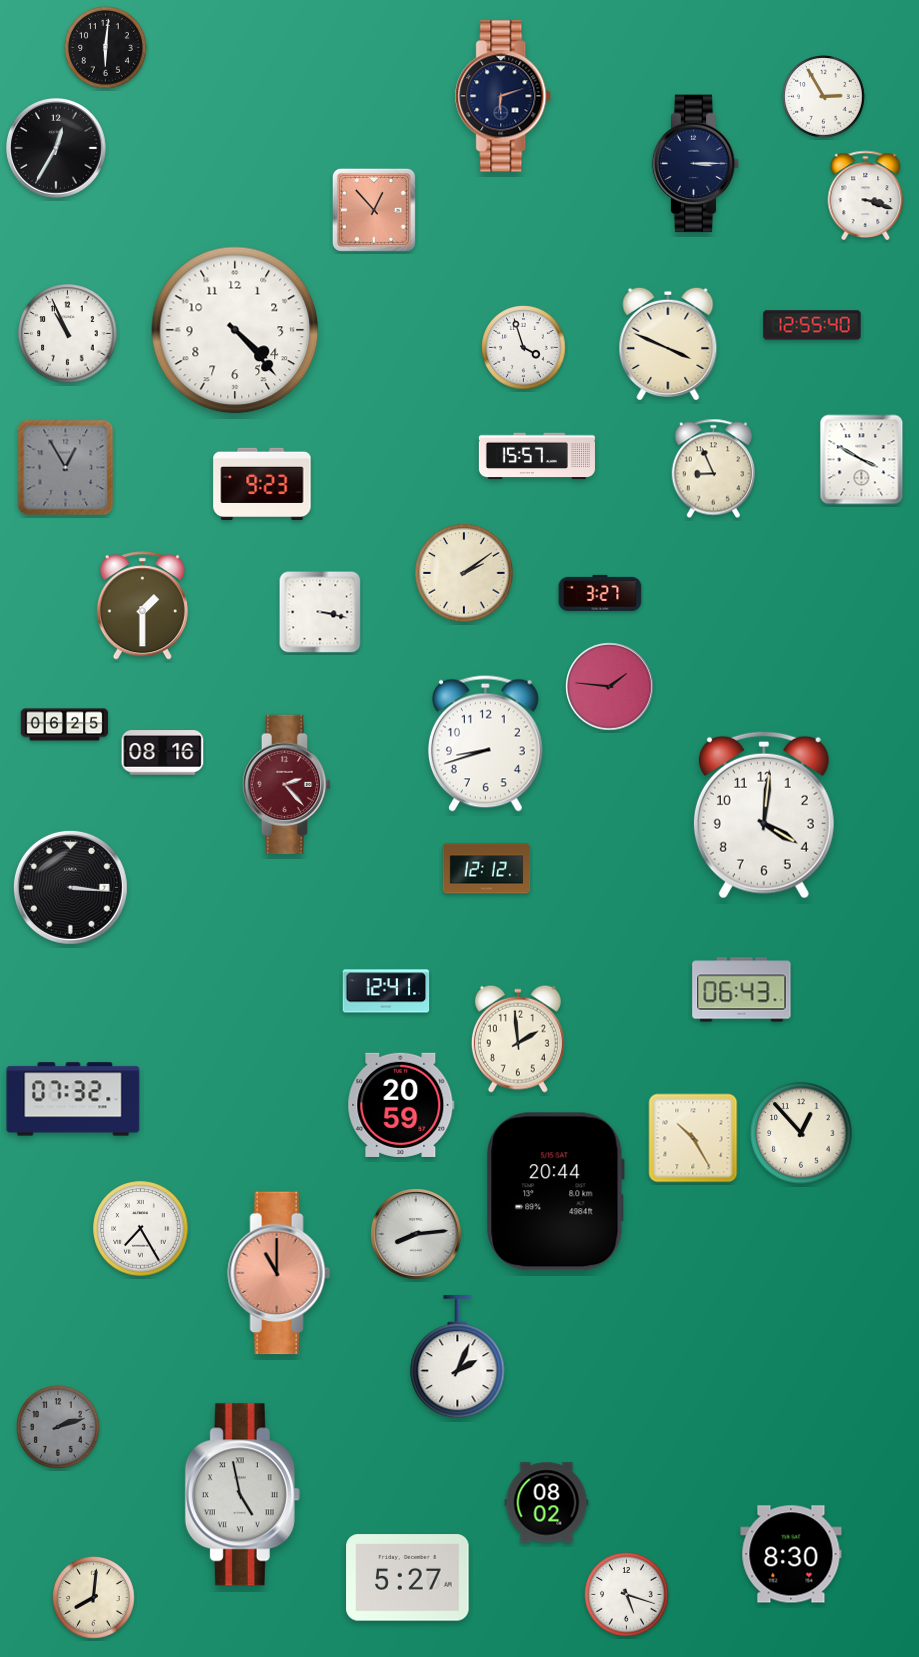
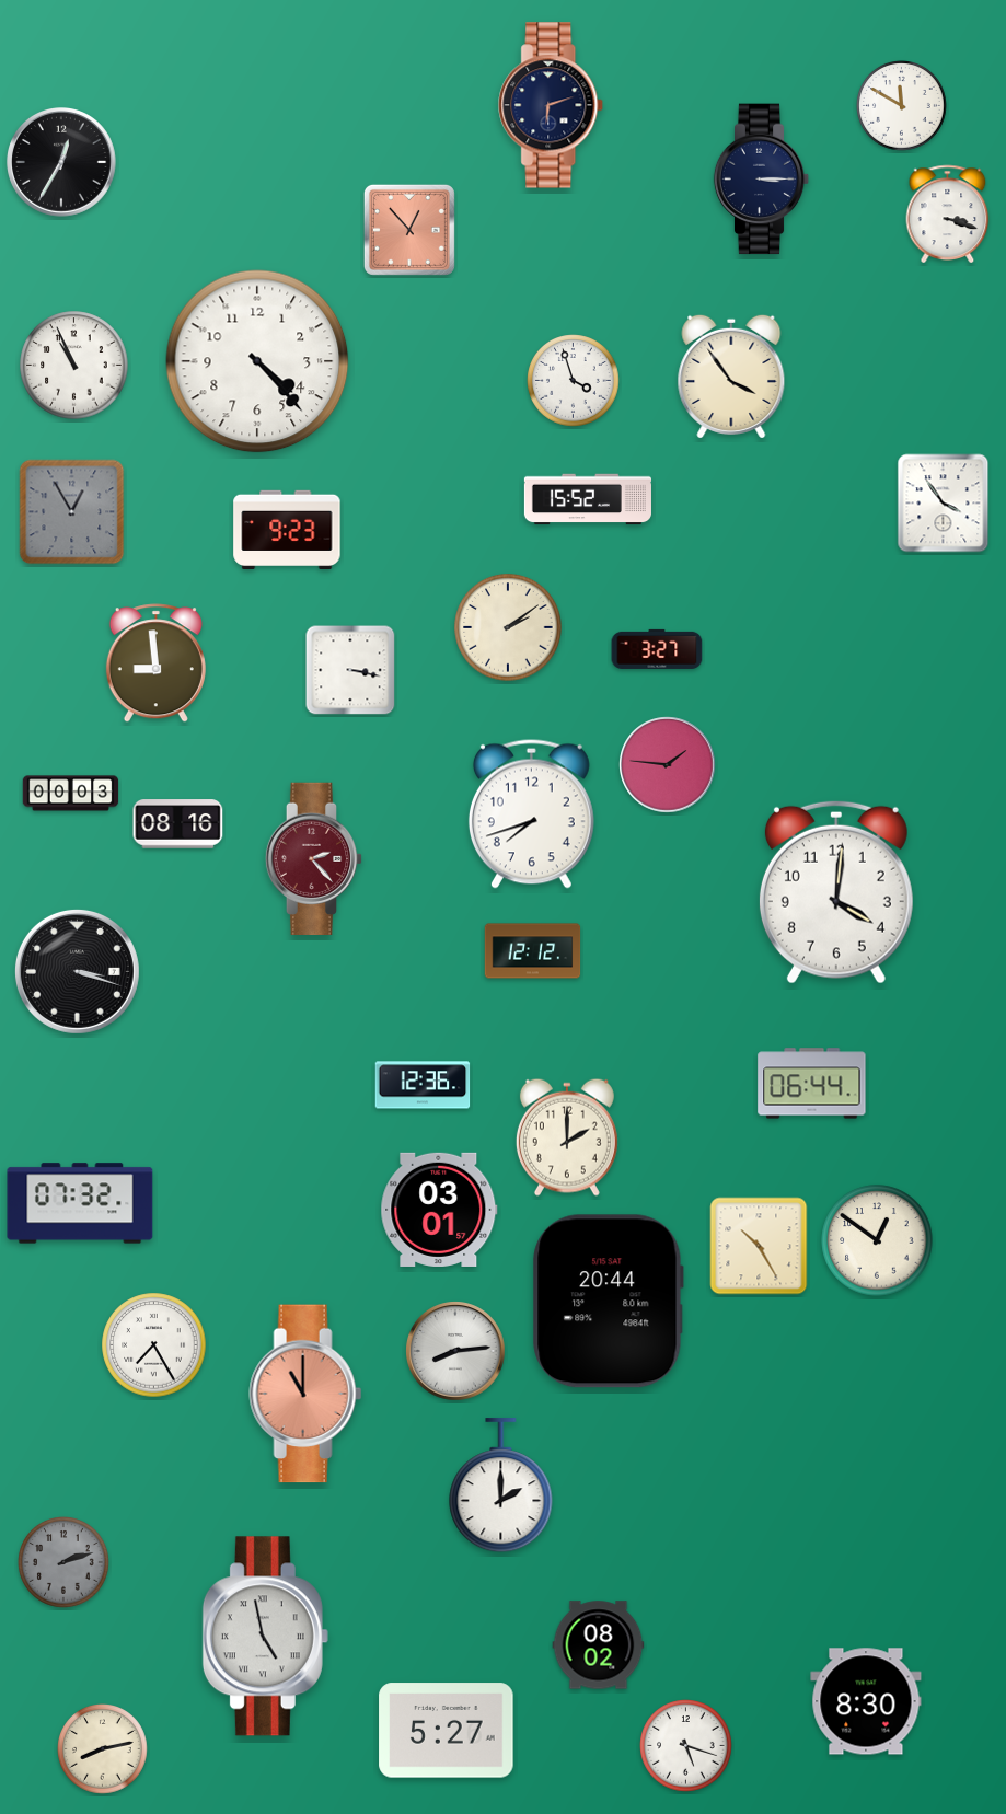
clock at (106, 48): 6:01 -> none
clock at (824, 97): 2:55 -> 11:50
clock at (812, 325): 12:55 -> none
clock at (668, 344): 3:49 -> 3:54
clock at (537, 456): 15:57 -> 15:52
clock at (862, 460): 3:50 -> 3:54
clock at (713, 469): 8:56 -> none
clock at (142, 606): 1:30 -> 8:59
clock at (610, 687) position: (610, 687) -> (668, 765)
clock at (65, 725): 06:25 -> 00:03
clock at (485, 743): 8:42 -> 7:42
clock at (70, 887): 3:16 -> 3:18
clock at (742, 990): 06:43 -> 06:44
clock at (386, 991): 12:41 -> 12:36
clock at (518, 1039): 1:59 -> 2:00
clock at (401, 1105): 20:59 -> 03:01
clock at (801, 1133): 12:53 -> 12:51
clock at (555, 1192) position: (555, 1192) -> (608, 1302)
clock at (458, 1357): 2:04 -> 2:00
clock at (408, 1578) position: (408, 1578) -> (447, 1731)
clock at (94, 1598): 8:01 -> 8:13
